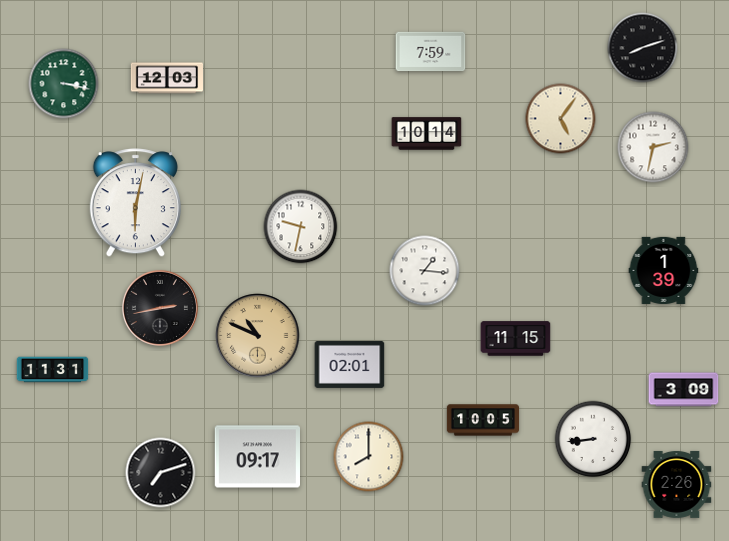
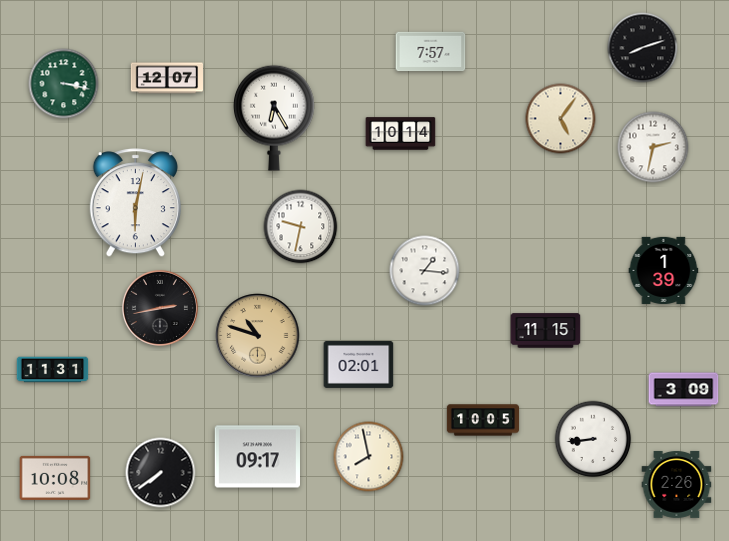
clock at (431, 52): 7:59 -> 7:57
clock at (166, 78): 12:03 -> 12:07
clock at (275, 118): none -> 6:25
clock at (427, 134) position: (427, 134) -> (401, 134)
clock at (258, 336): 10:49 -> 10:48
clock at (516, 339) position: (516, 339) -> (546, 331)
clock at (350, 364) position: (350, 364) -> (359, 364)
clock at (369, 457): 8:00 -> 7:58
clock at (161, 473): 7:12 -> 7:39
clock at (55, 478): none -> 10:08
